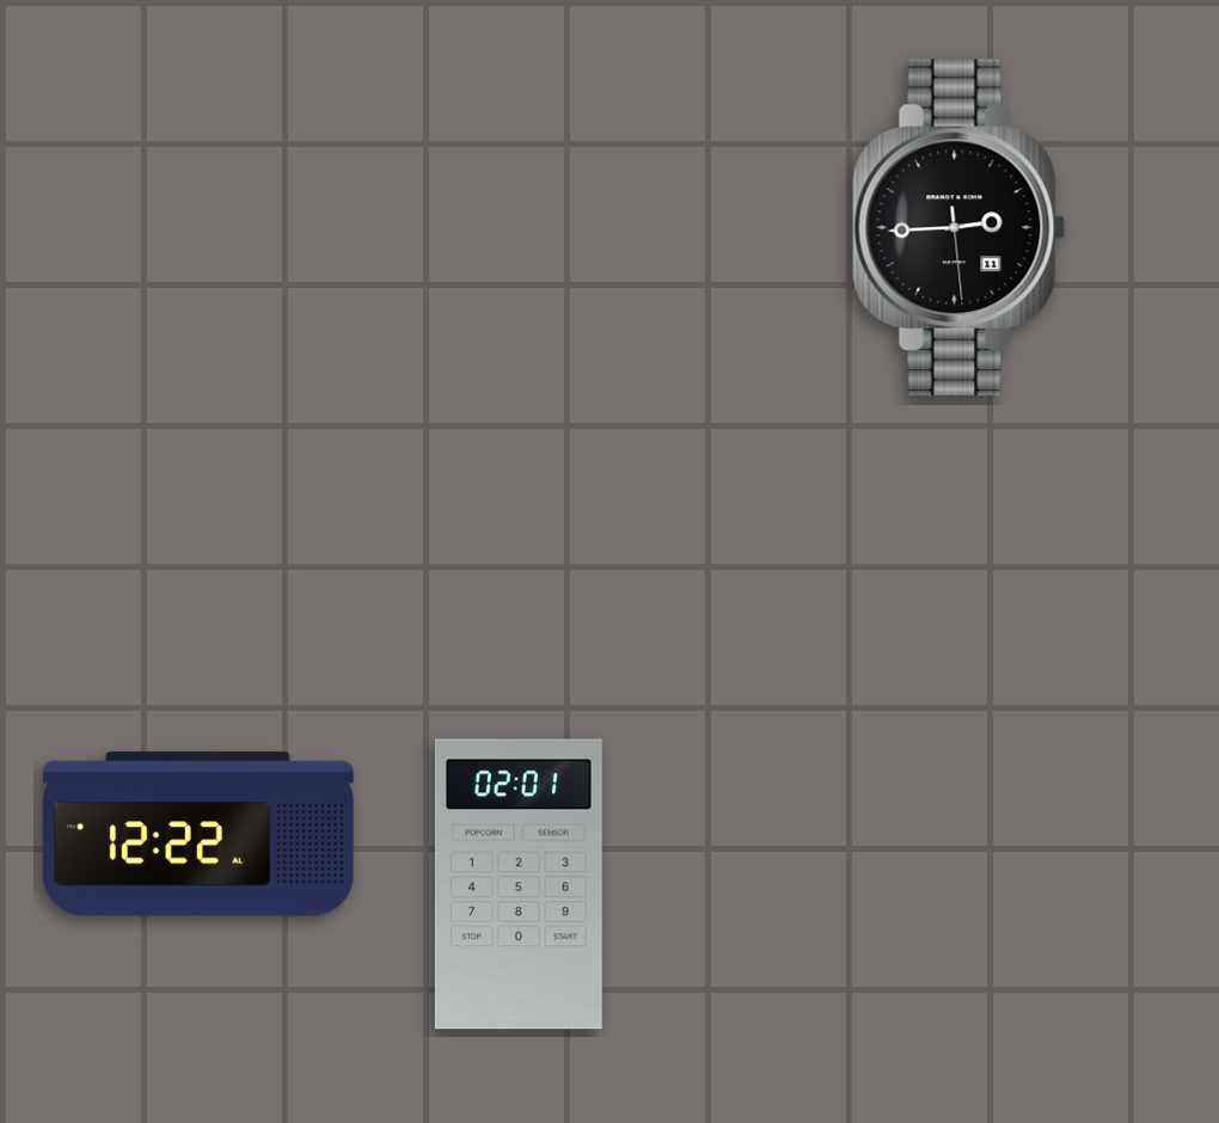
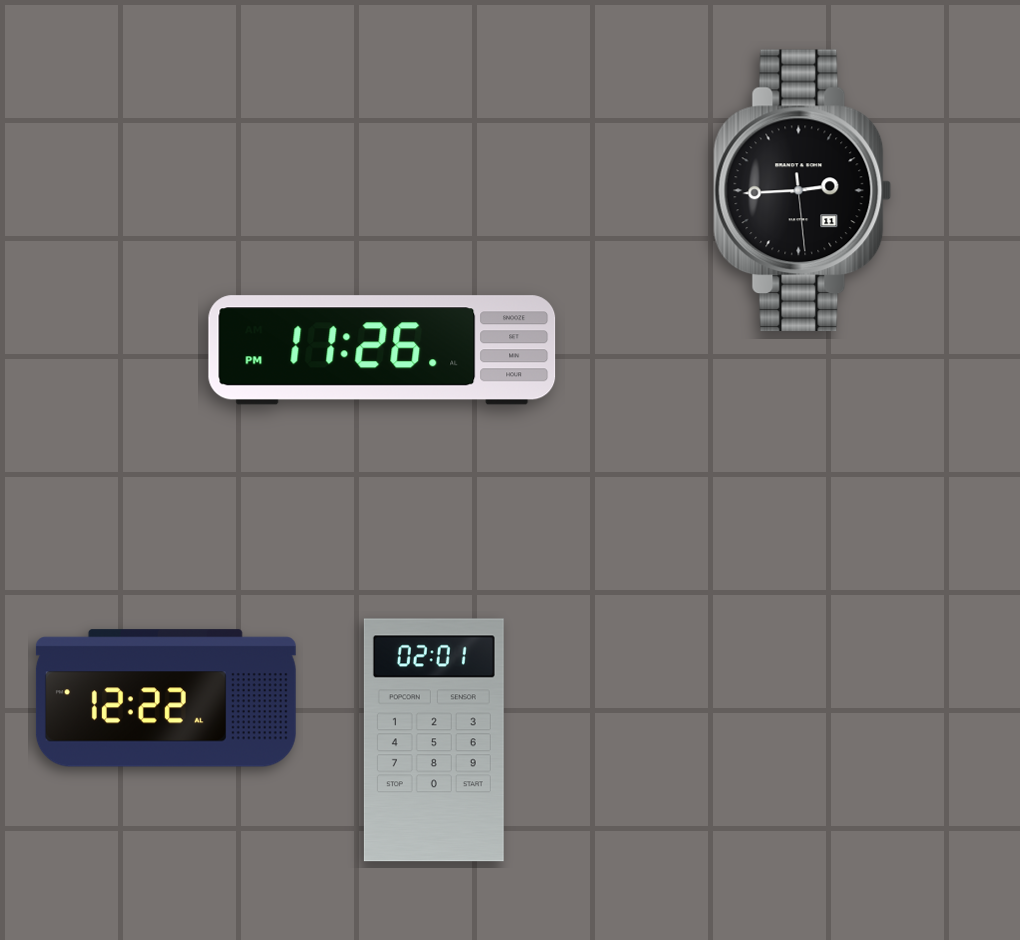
clock at (382, 350): none -> 11:26
